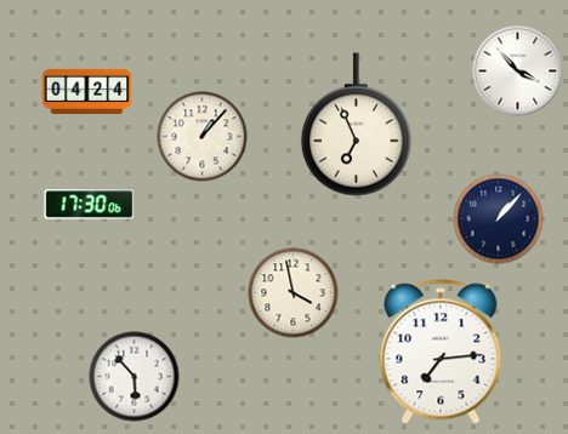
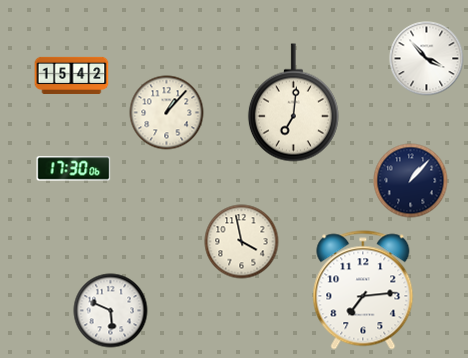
clock at (87, 91): 04:24 -> 15:42
clock at (356, 125): 6:56 -> 7:01
clock at (135, 377): 5:53 -> 5:49
